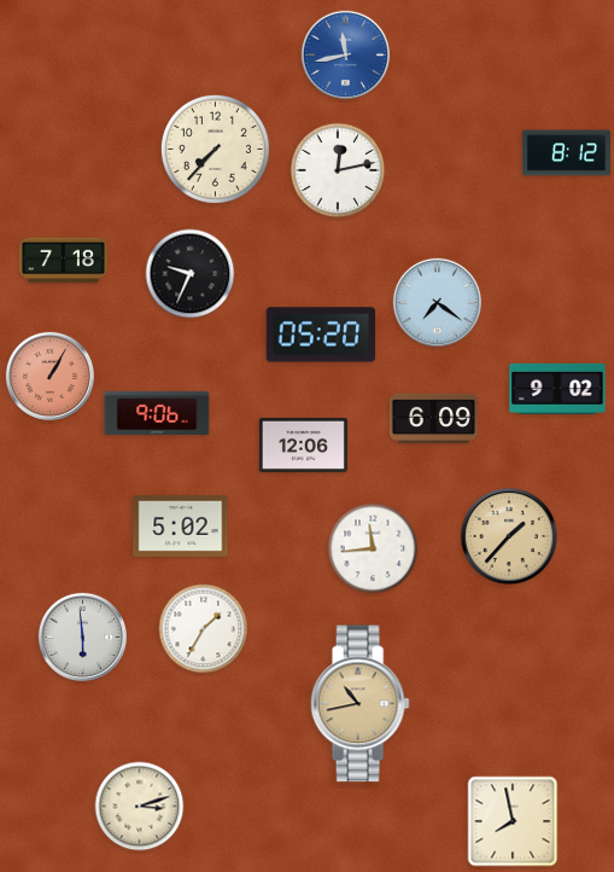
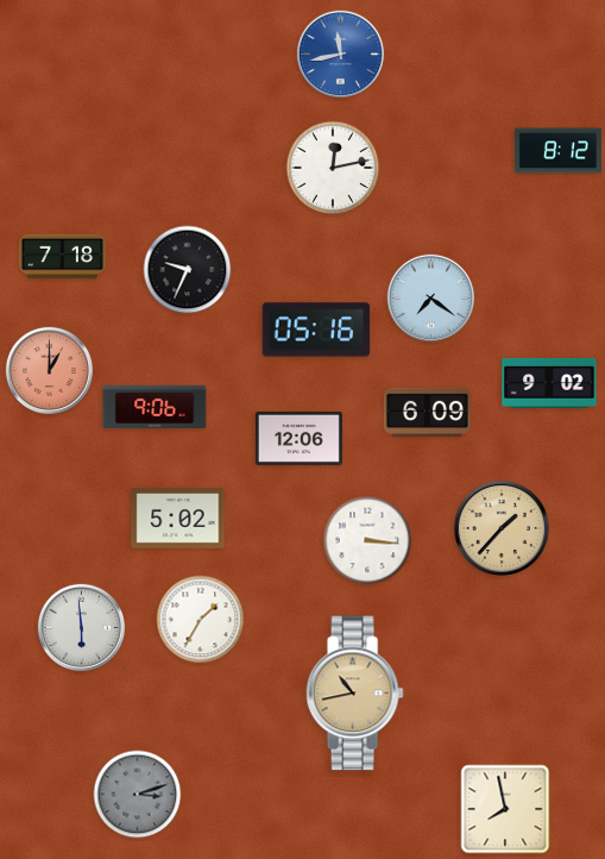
clock at (215, 149): 7:37 -> none
clock at (321, 335): 05:20 -> 05:16
clock at (49, 376): 1:05 -> 1:00
clock at (373, 548): 11:44 -> 3:16
clock at (140, 807) dial: cream -> grey
